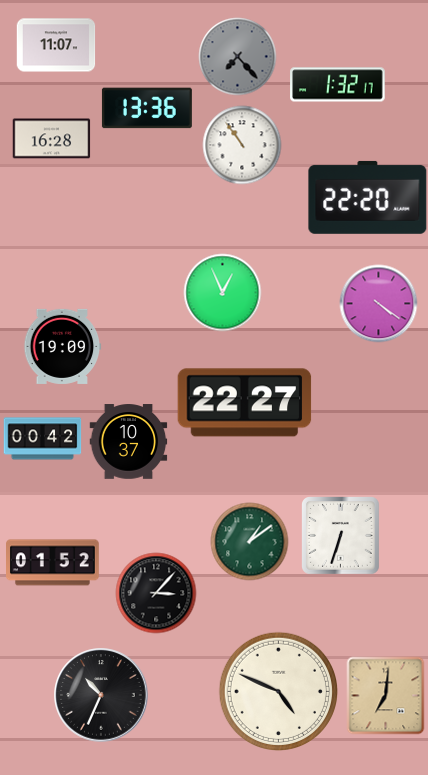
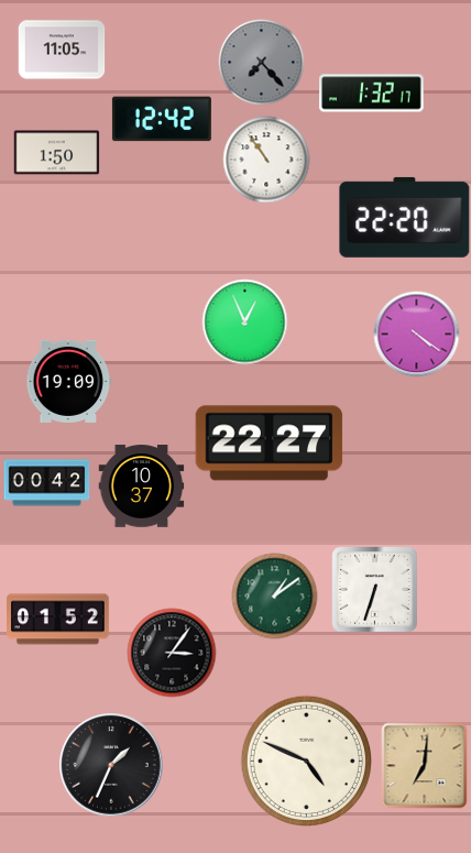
clock at (56, 45): 11:07 -> 11:05
clock at (147, 108): 13:36 -> 12:42
clock at (51, 139): 16:28 -> 1:50
clock at (156, 593): 3:07 -> 3:06
clock at (101, 695): 10:34 -> 1:34
